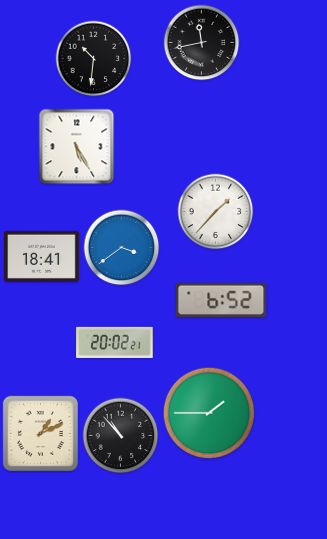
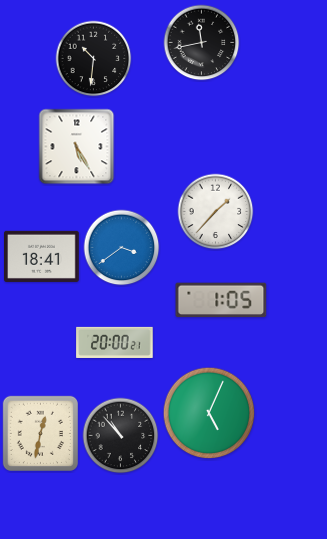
clock at (221, 300): 6:52 -> 1:05
clock at (115, 342): 20:02 -> 20:00
clock at (209, 413): 1:45 -> 5:04
clock at (40, 433): 1:11 -> 12:32
